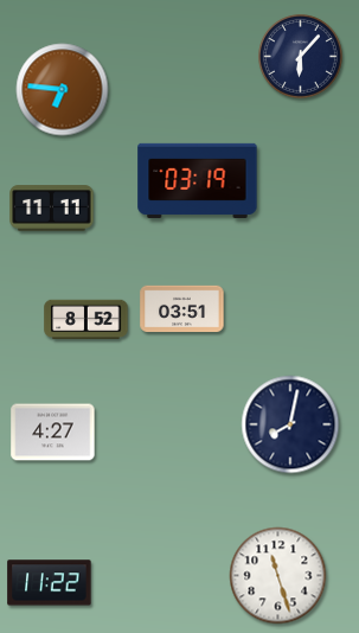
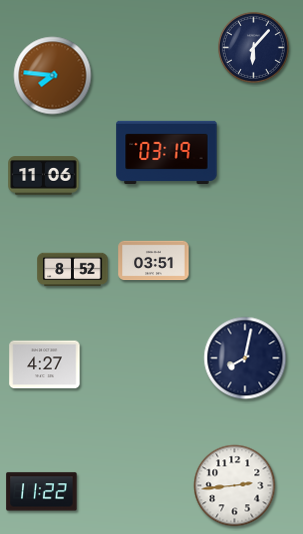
clock at (63, 90): 6:46 -> 7:46
clock at (52, 209): 11:11 -> 11:06
clock at (278, 576): 11:27 -> 2:44
